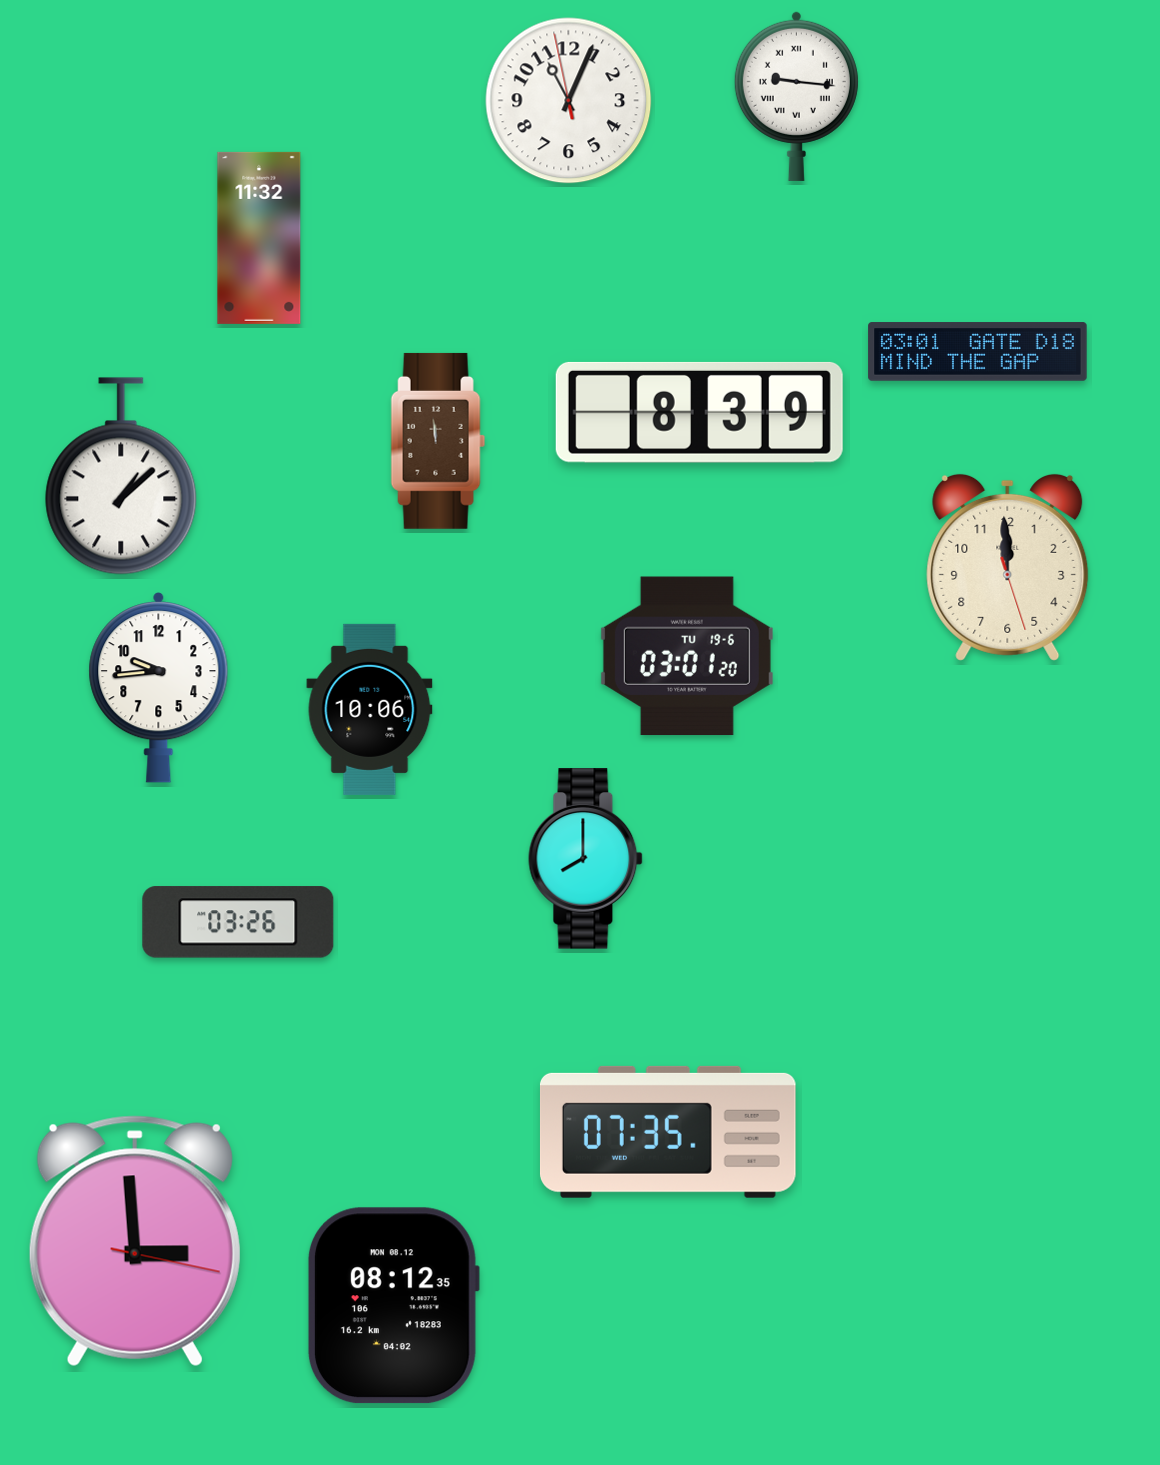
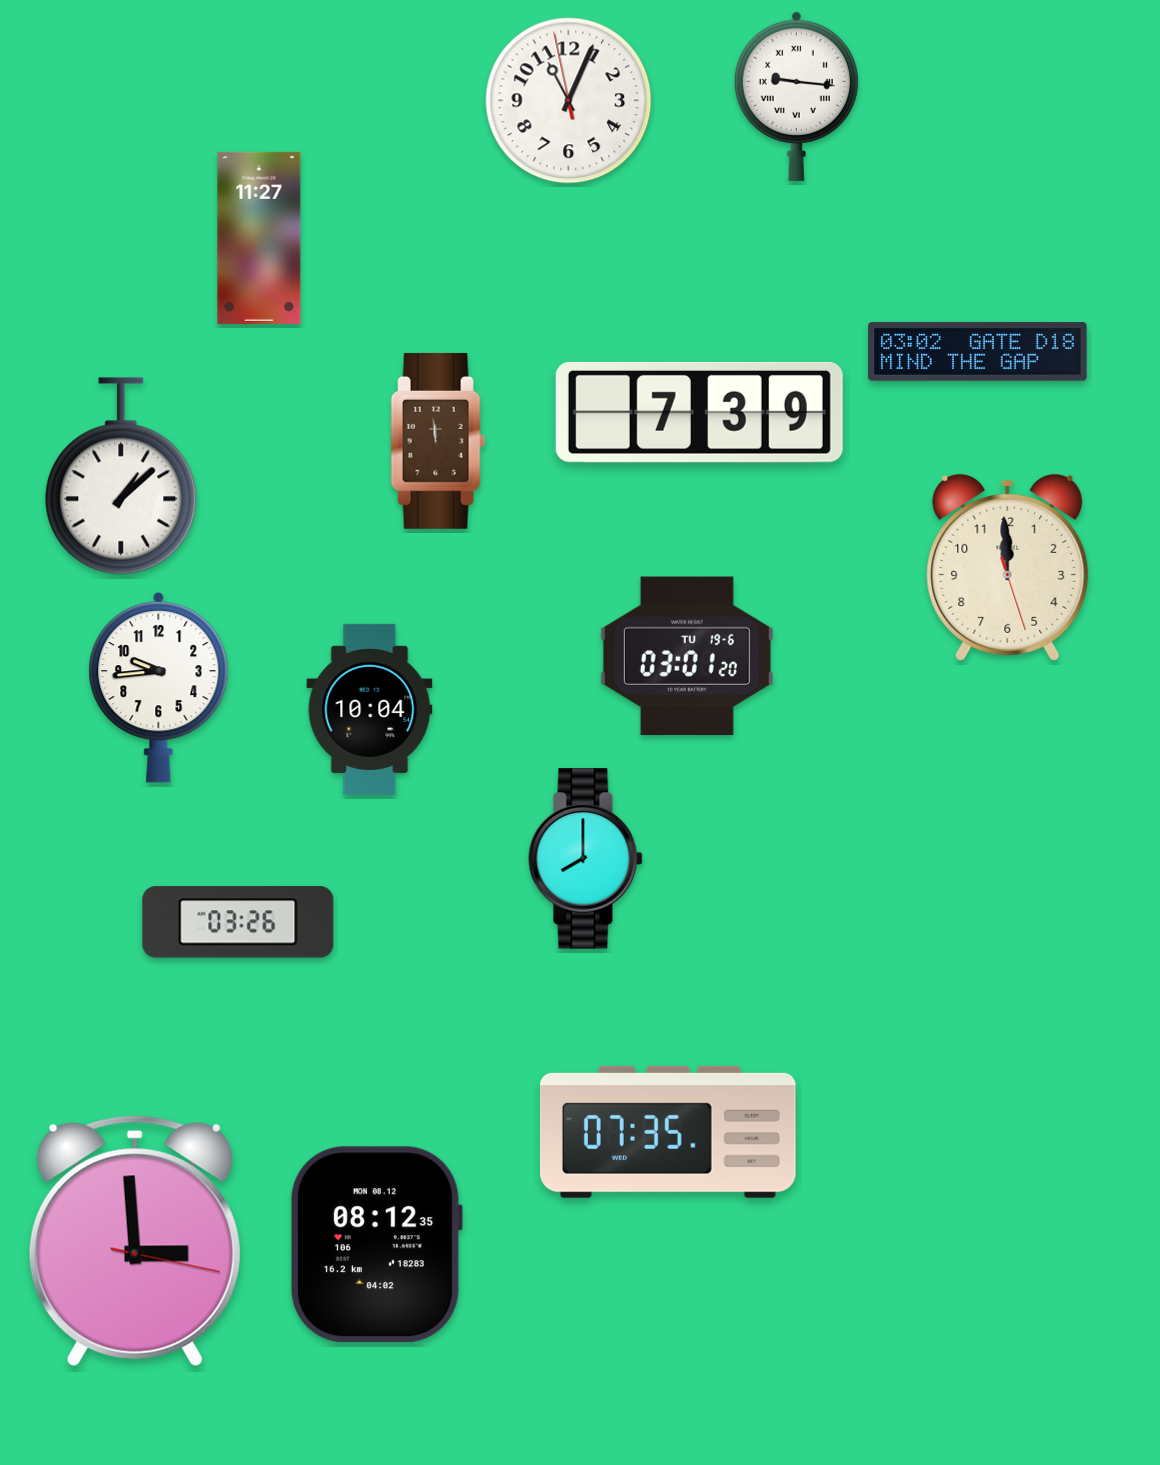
clock at (259, 238): 11:32 -> 11:27
clock at (978, 352): 03:01 -> 03:02
clock at (699, 412): 8:39 -> 7:39
clock at (370, 709): 10:06 -> 10:04
clock at (393, 1306) position: (393, 1306) -> (376, 1245)
